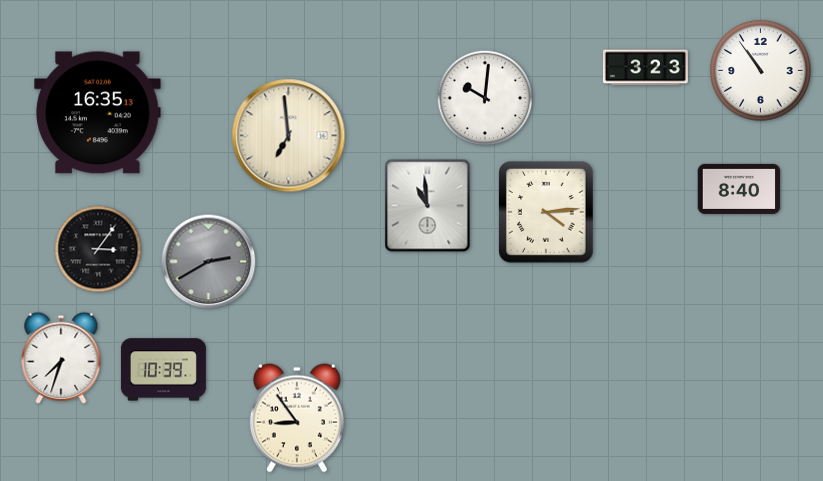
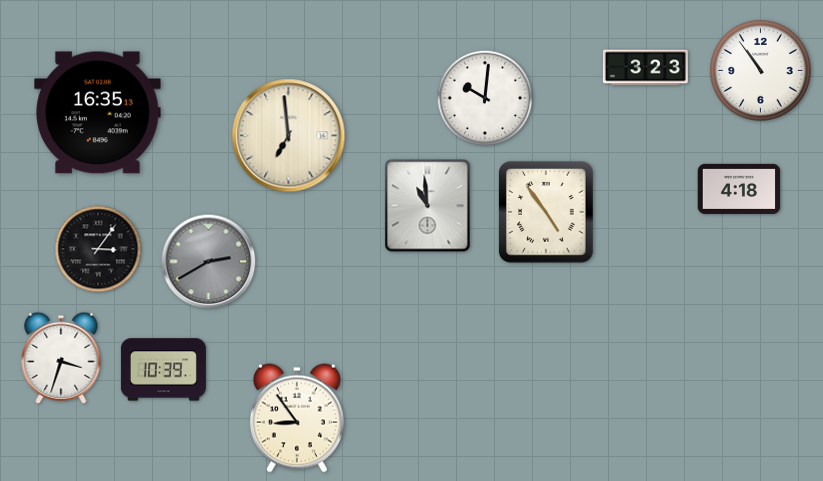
clock at (739, 189): 8:40 -> 4:18
clock at (546, 212): 4:14 -> 4:54
clock at (61, 358): 7:33 -> 3:33
